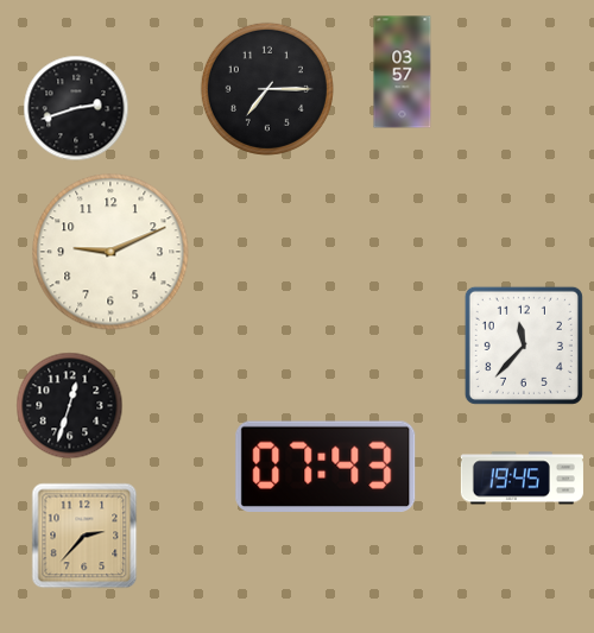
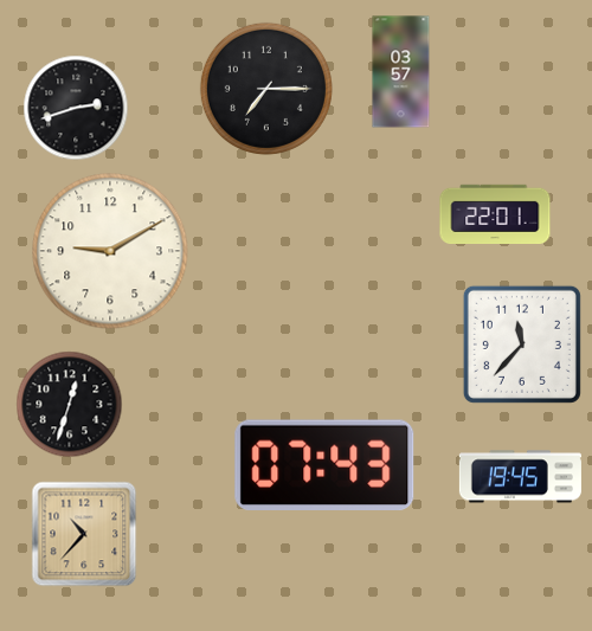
clock at (495, 213): none -> 22:01
clock at (110, 252): 9:11 -> 9:10
clock at (84, 536): 2:37 -> 10:37
